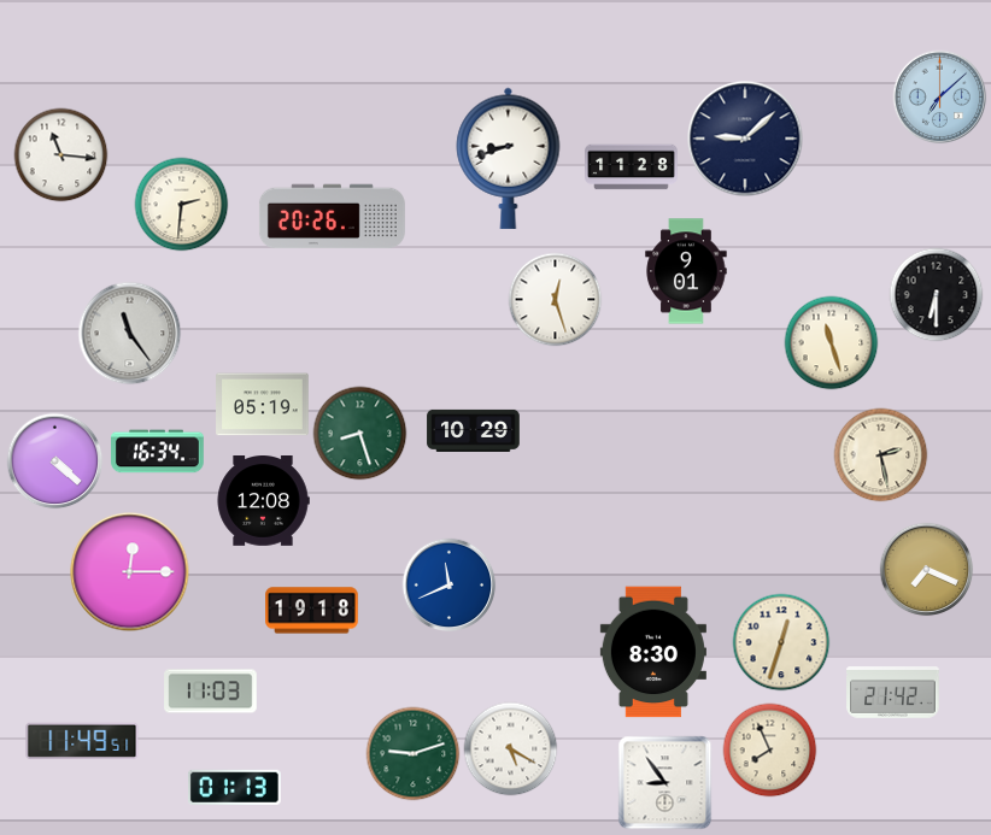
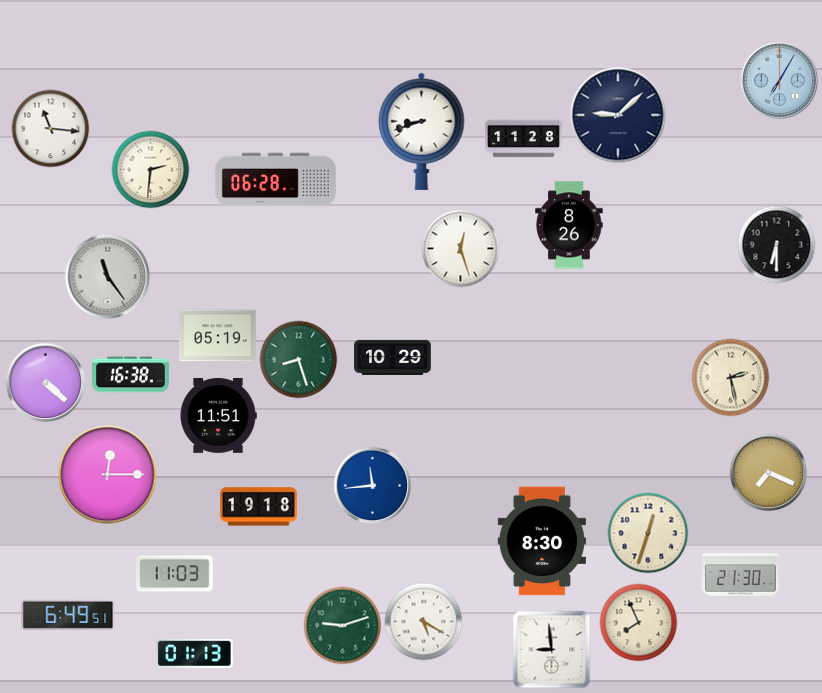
clock at (939, 96): 7:08 -> 7:05
clock at (332, 217): 20:26 -> 06:28
clock at (686, 271): 9:01 -> 8:26
clock at (831, 342): 11:27 -> none
clock at (158, 452): 16:34 -> 16:38
clock at (263, 501): 12:08 -> 11:51
clock at (448, 584): 11:41 -> 11:44
clock at (893, 693): 21:42 -> 21:30
clock at (82, 741): 11:49 -> 6:49
clock at (664, 782): 8:54 -> 8:59
